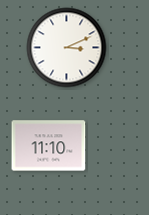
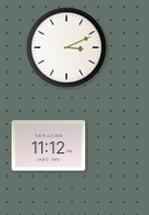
clock at (49, 146): 11:10 -> 11:12
